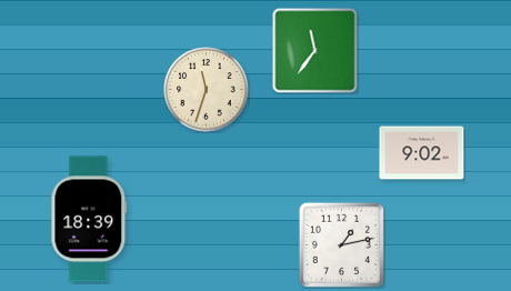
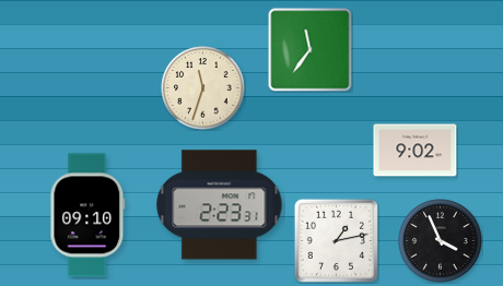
clock at (220, 205): none -> 2:23
clock at (89, 219): 18:39 -> 09:10
clock at (441, 241): none -> 3:56
